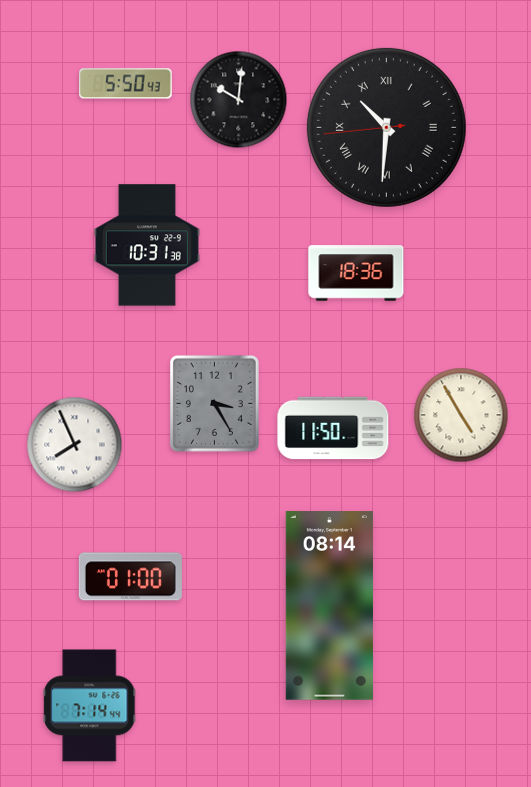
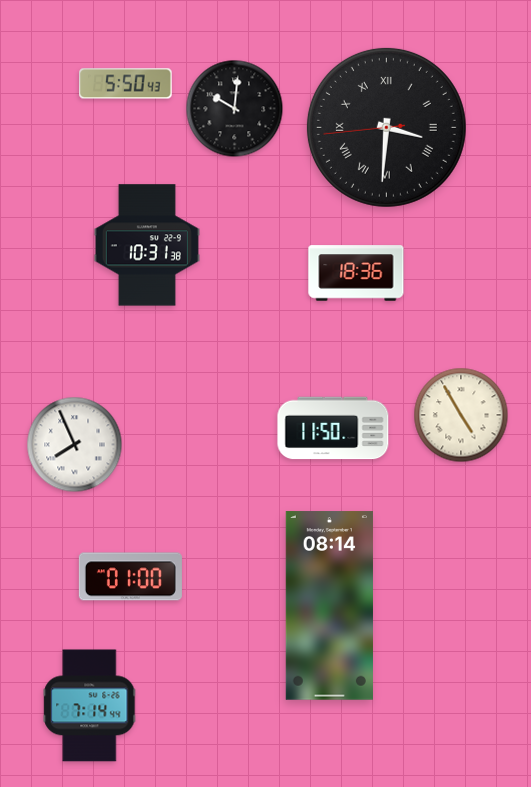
clock at (239, 100) position: (239, 100) -> (235, 109)
clock at (386, 127): 10:30 -> 3:30
clock at (214, 403): 3:25 -> none
